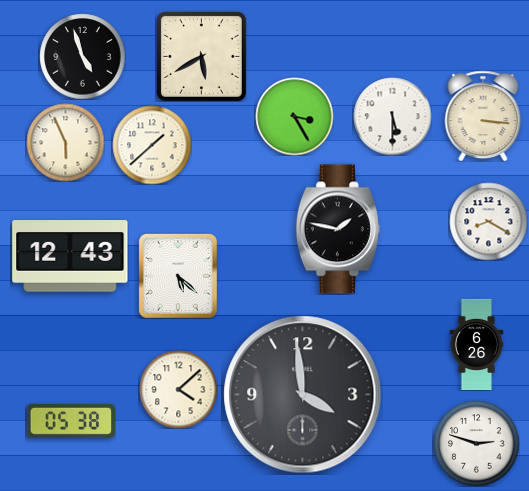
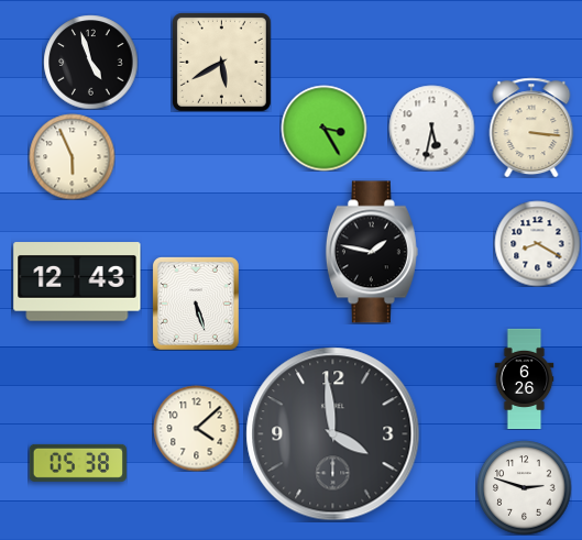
clock at (392, 116): 5:30 -> 5:32
clock at (152, 145): 1:38 -> none
clock at (178, 276): 5:22 -> 5:27
